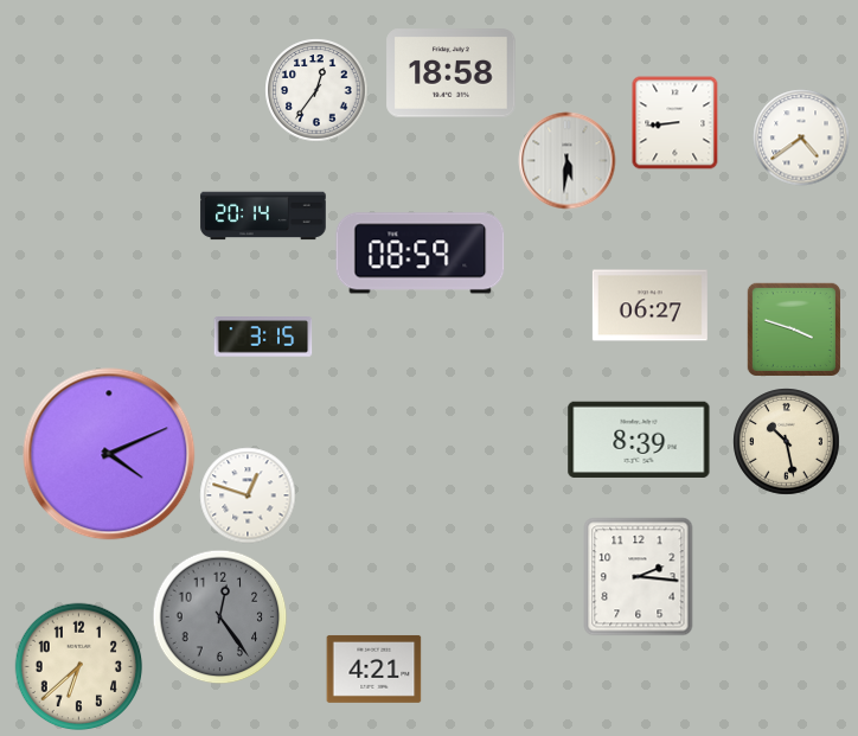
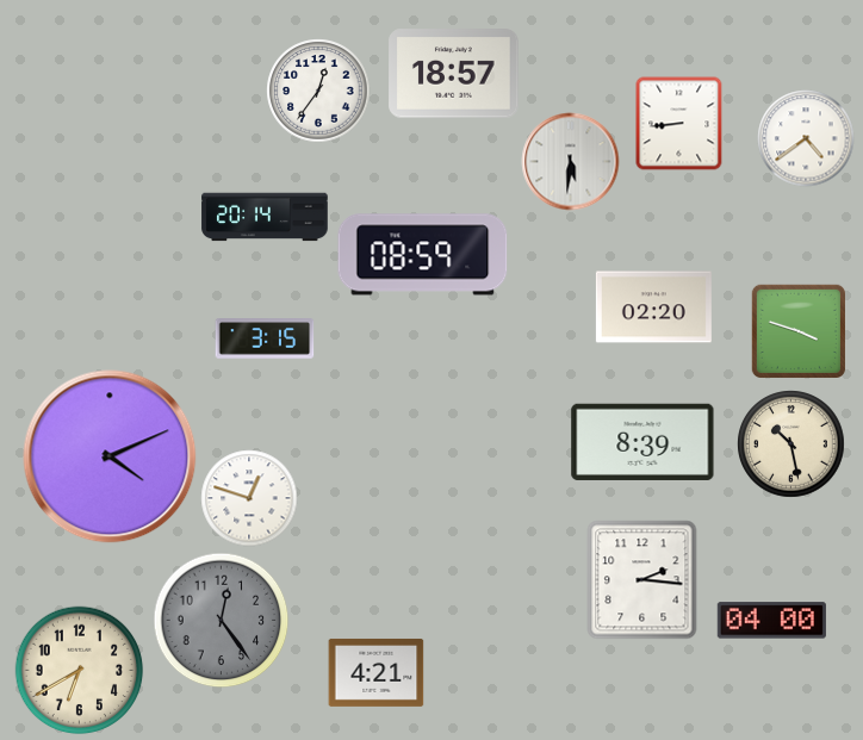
clock at (452, 73): 18:58 -> 18:57
clock at (649, 306): 06:27 -> 02:20
clock at (771, 621): none -> 04:00
clock at (78, 666): 6:38 -> 6:40
